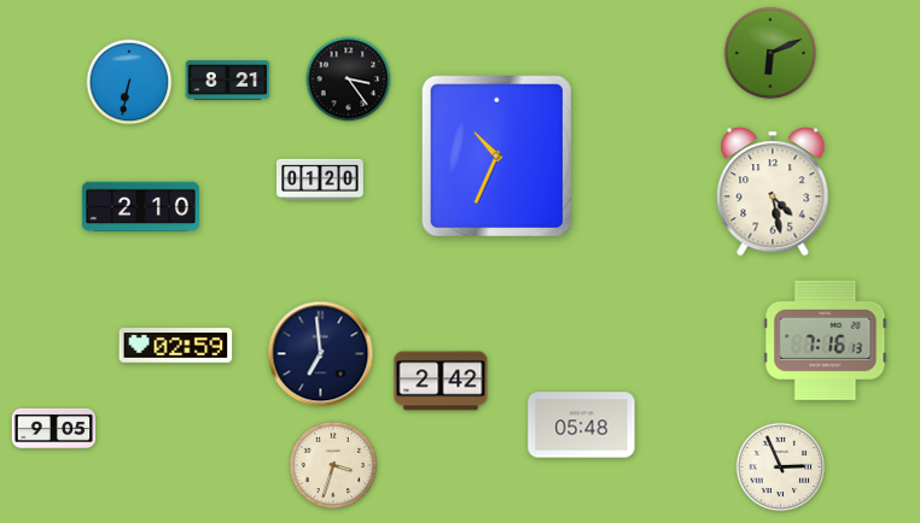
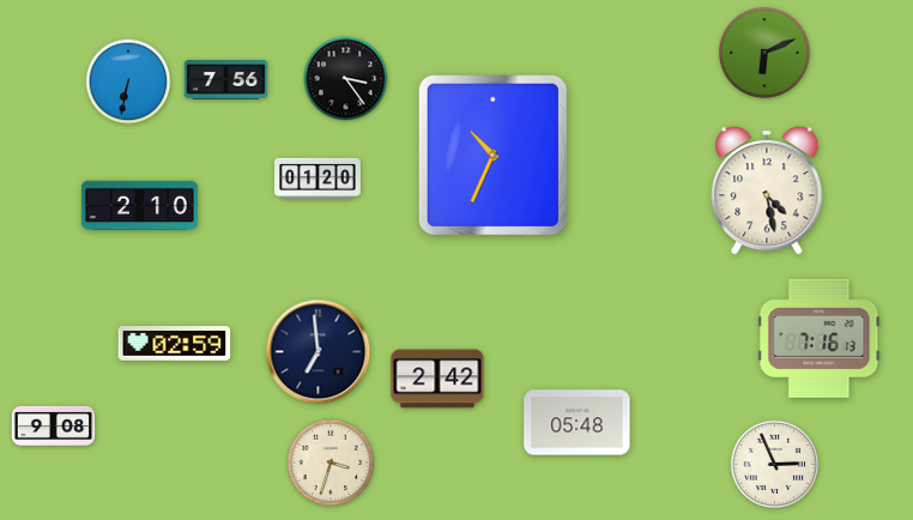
clock at (228, 81): 8:21 -> 7:56
clock at (54, 428): 9:05 -> 9:08
